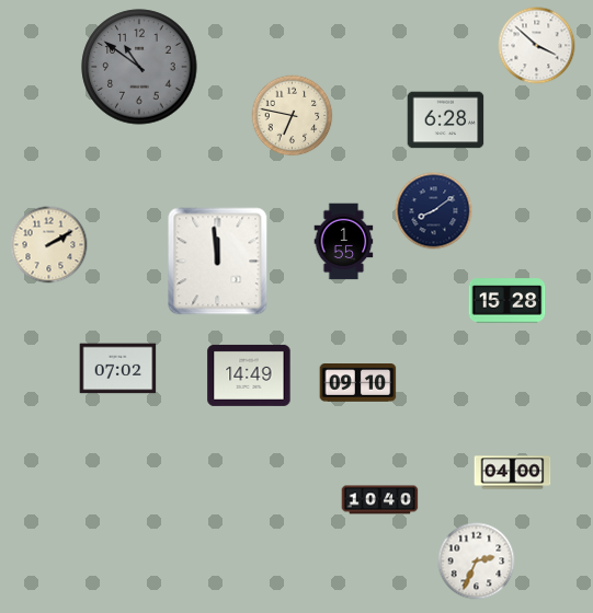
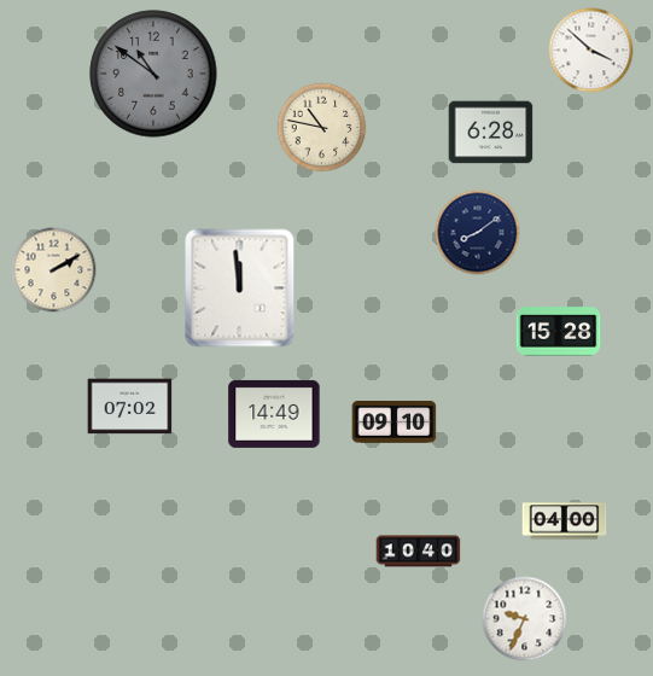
clock at (293, 116): 6:47 -> 10:47
clock at (344, 242): 1:55 -> none
clock at (477, 562): 2:34 -> 9:34
